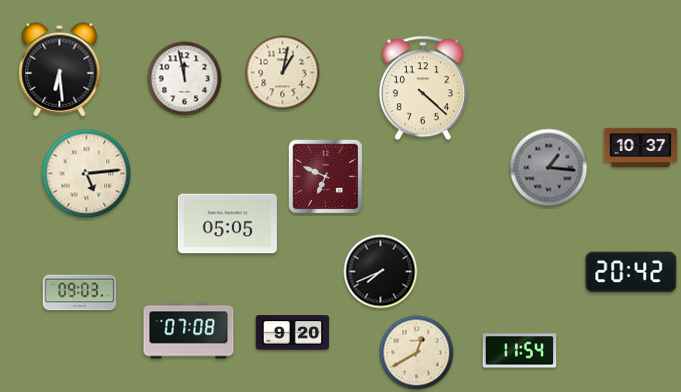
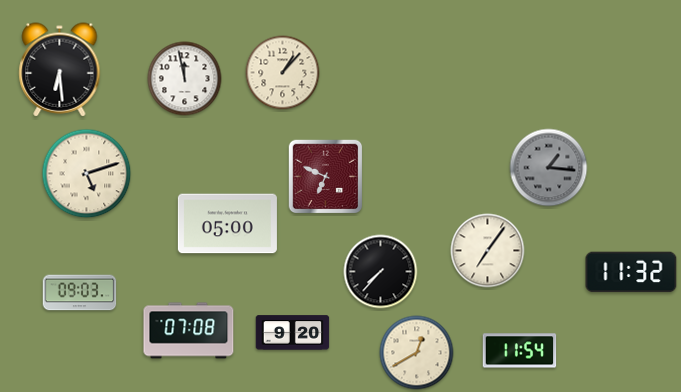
clock at (283, 73): 1:02 -> 1:07
clock at (423, 88): 4:22 -> none
clock at (641, 148): 10:37 -> none
clock at (87, 174): 5:14 -> 5:12
clock at (227, 224): 05:05 -> 05:00
clock at (488, 251): none -> 7:06
clock at (381, 272): 7:41 -> 7:37
clock at (631, 272): 20:42 -> 11:32
